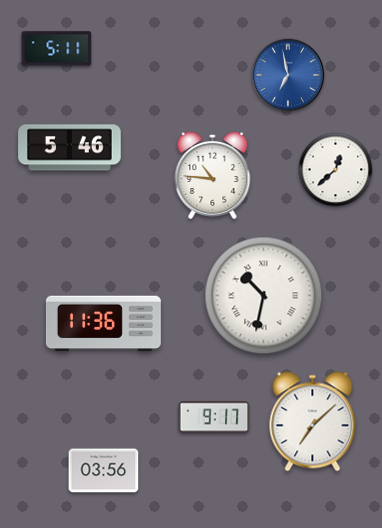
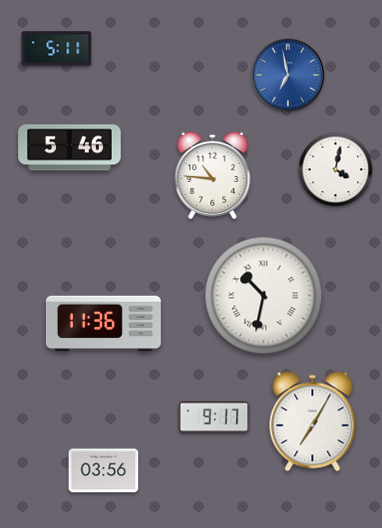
clock at (336, 170): 12:38 -> 4:02
clock at (313, 422): 7:08 -> 7:05
